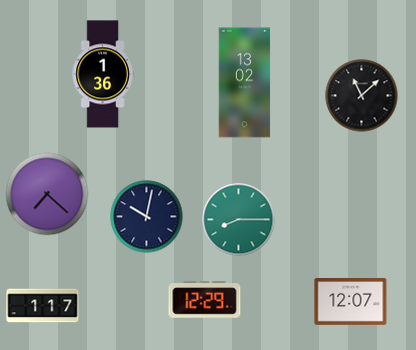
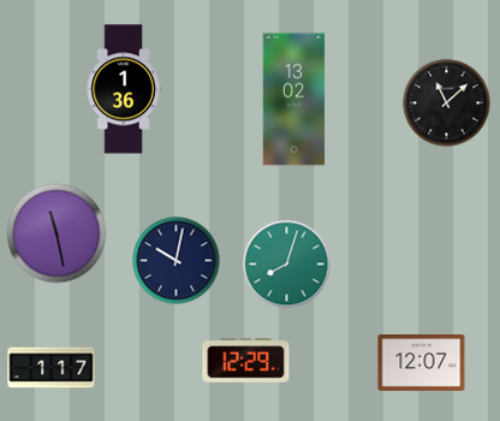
clock at (362, 96) position: (362, 96) -> (447, 103)
clock at (47, 194): 7:22 -> 11:28
clock at (239, 220): 8:15 -> 8:03
